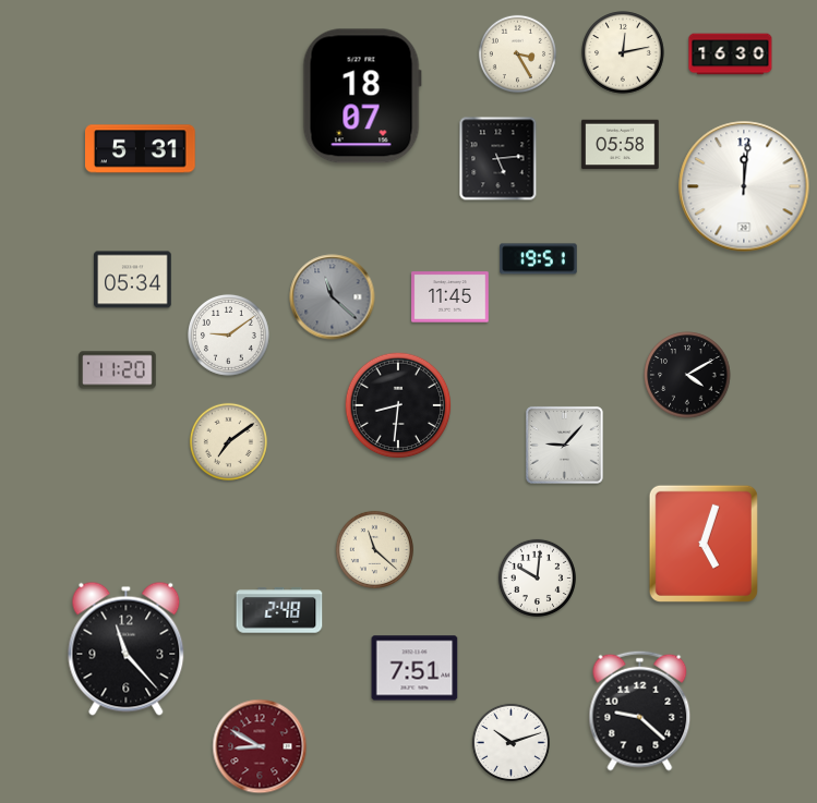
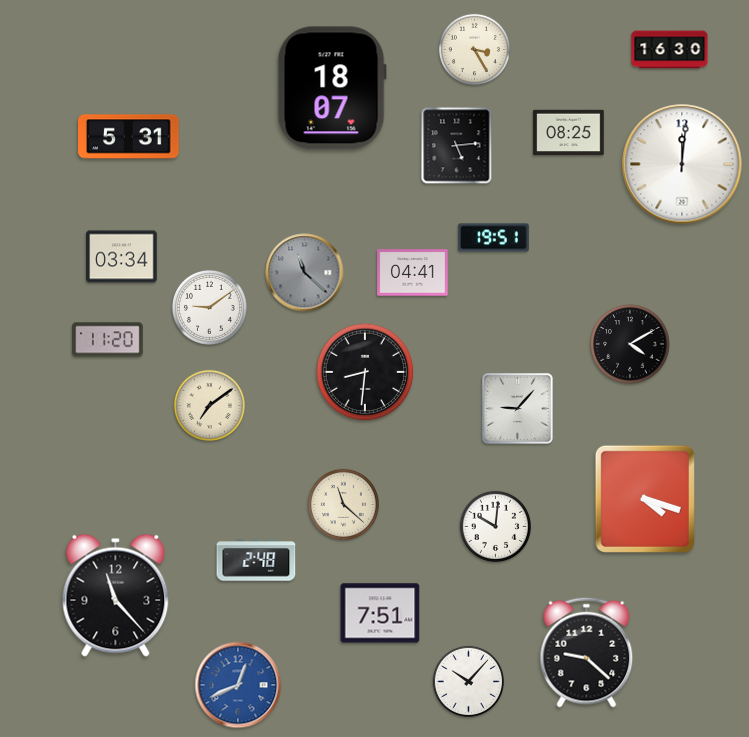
clock at (624, 53): 12:13 -> none
clock at (621, 145): 05:58 -> 08:25
clock at (744, 186) position: (744, 186) -> (682, 164)
clock at (133, 280): 05:34 -> 03:34
clock at (450, 297): 11:45 -> 04:41
clock at (704, 544): 5:03 -> 4:18
clock at (537, 577) position: (537, 577) -> (495, 526)
clock at (510, 742): 10:12 -> 10:07
clock at (260, 746): 8:50 -> 12:41
clock at (260, 746) dial: burgundy -> blue
